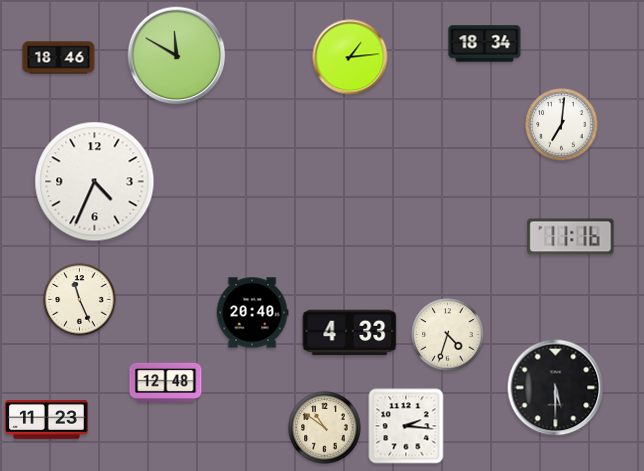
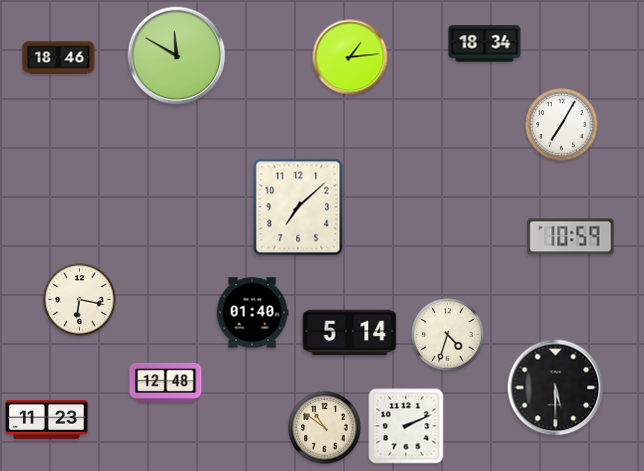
clock at (562, 125): 7:01 -> 7:05
clock at (95, 182): 4:34 -> none
clock at (298, 207): none -> 7:08
clock at (571, 237): 11:16 -> 10:59
clock at (80, 300): 11:26 -> 6:17
clock at (252, 313): 20:40 -> 01:40
clock at (350, 333): 4:33 -> 5:14
clock at (406, 426): 2:16 -> 2:11
